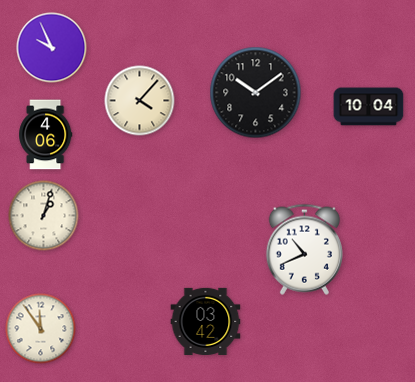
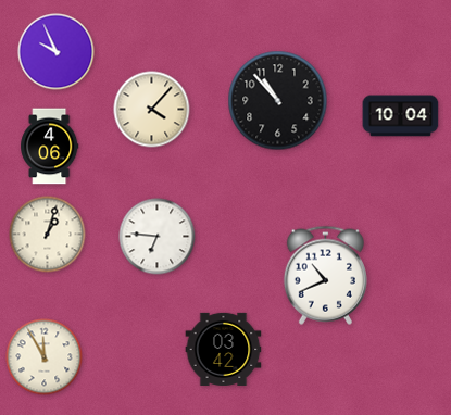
clock at (256, 93): 10:09 -> 10:53
clock at (158, 237): none -> 6:46
clock at (304, 249) position: (304, 249) -> (325, 275)
clock at (41, 329): 11:54 -> 11:55
